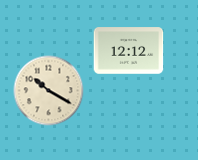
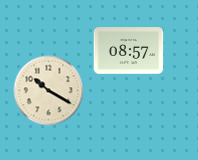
clock at (129, 51): 12:12 -> 08:57
